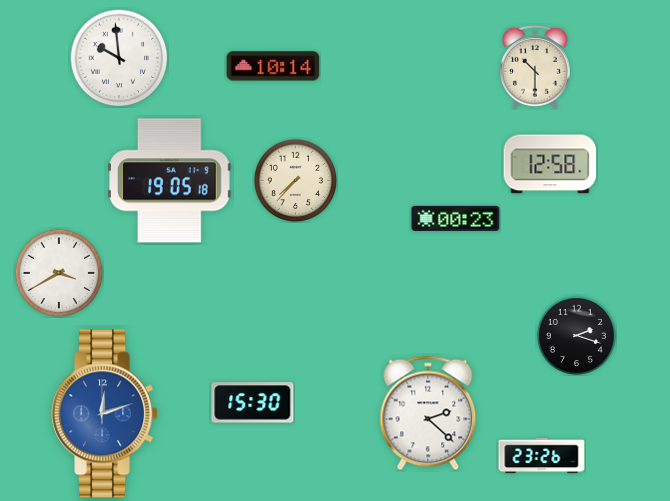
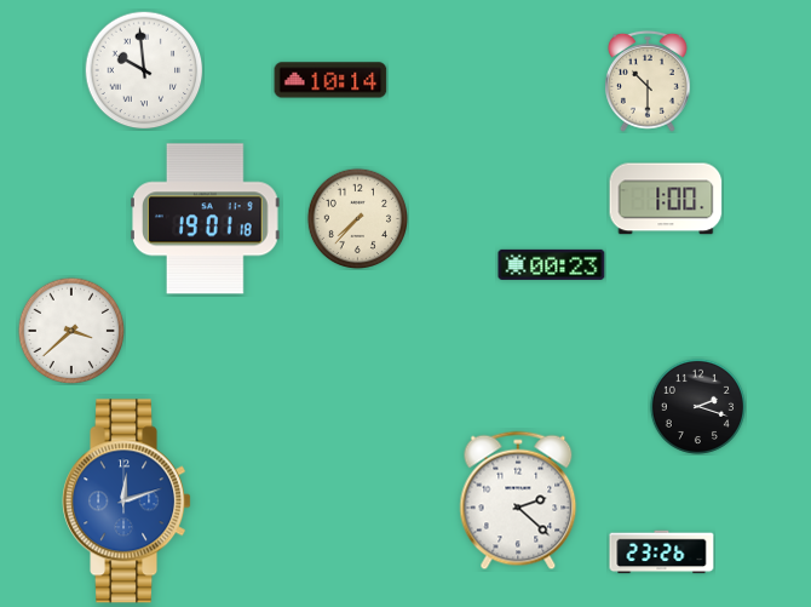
clock at (550, 164): 12:58 -> 1:00
clock at (170, 181): 19:05 -> 19:01
clock at (59, 273): 3:40 -> 3:38
clock at (253, 403): 15:30 -> none
clock at (542, 456) position: (542, 456) -> (662, 552)
